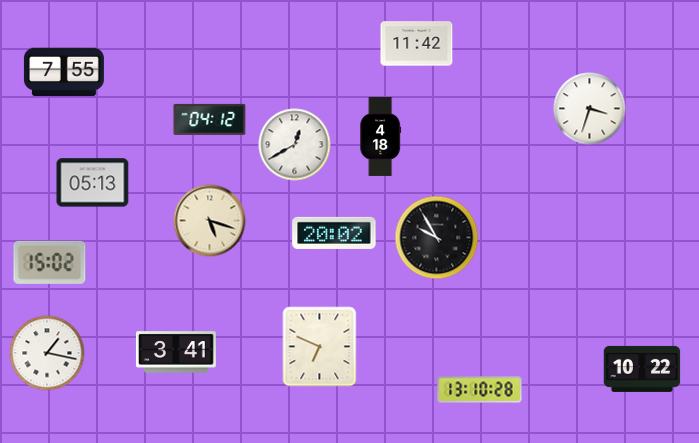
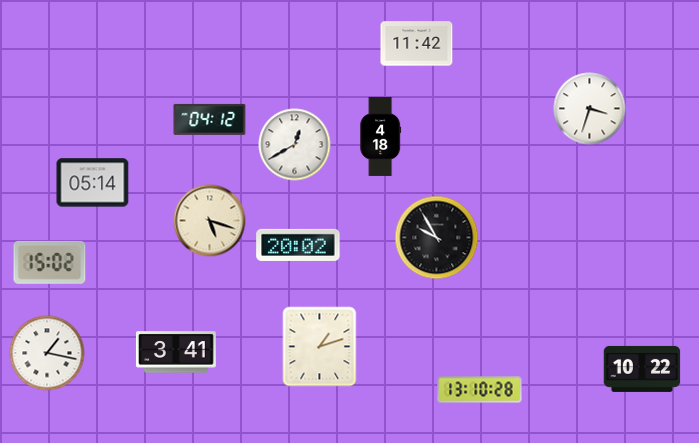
clock at (64, 72): 7:55 -> none
clock at (93, 183): 05:13 -> 05:14
clock at (334, 233) position: (334, 233) -> (298, 245)
clock at (320, 347): 6:49 -> 1:12
